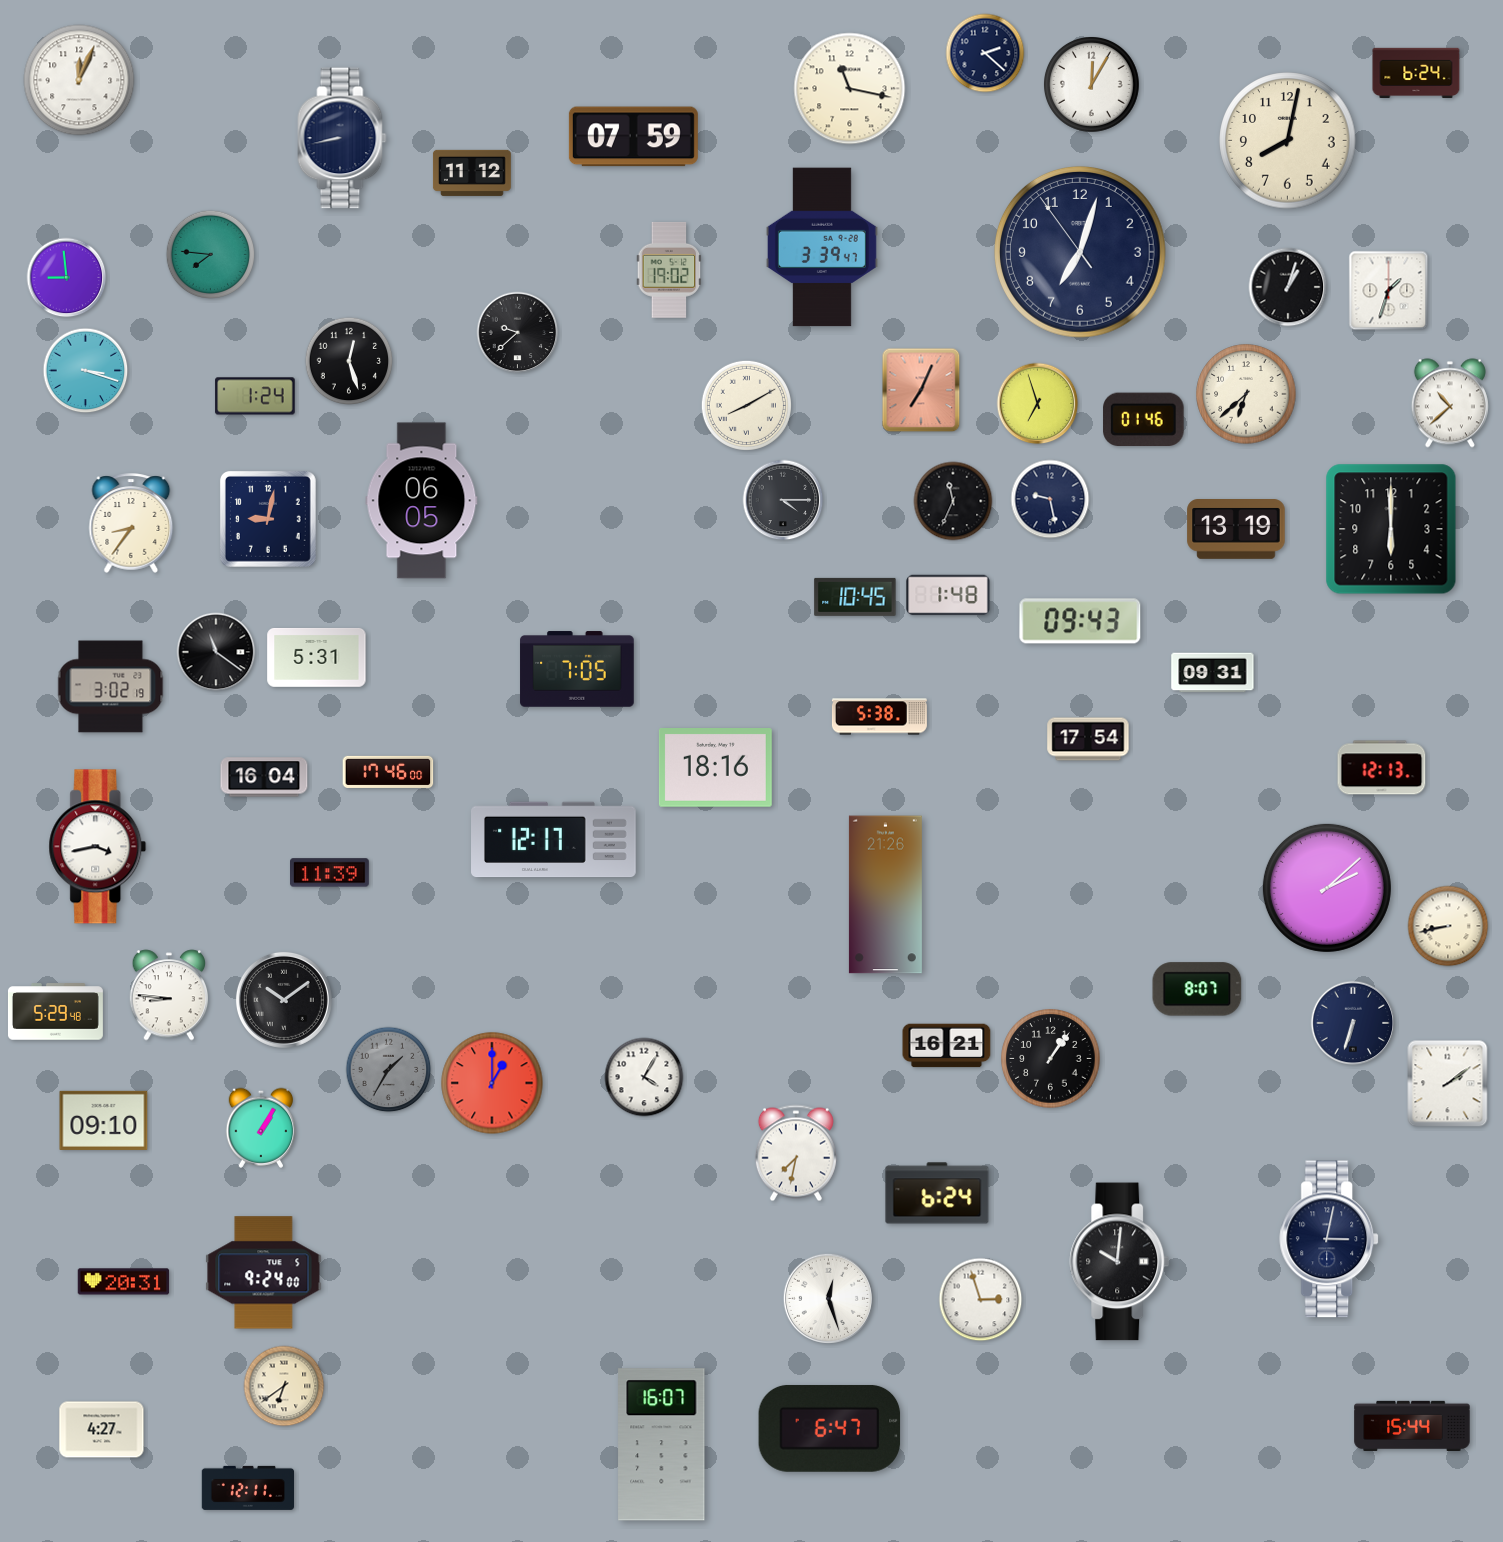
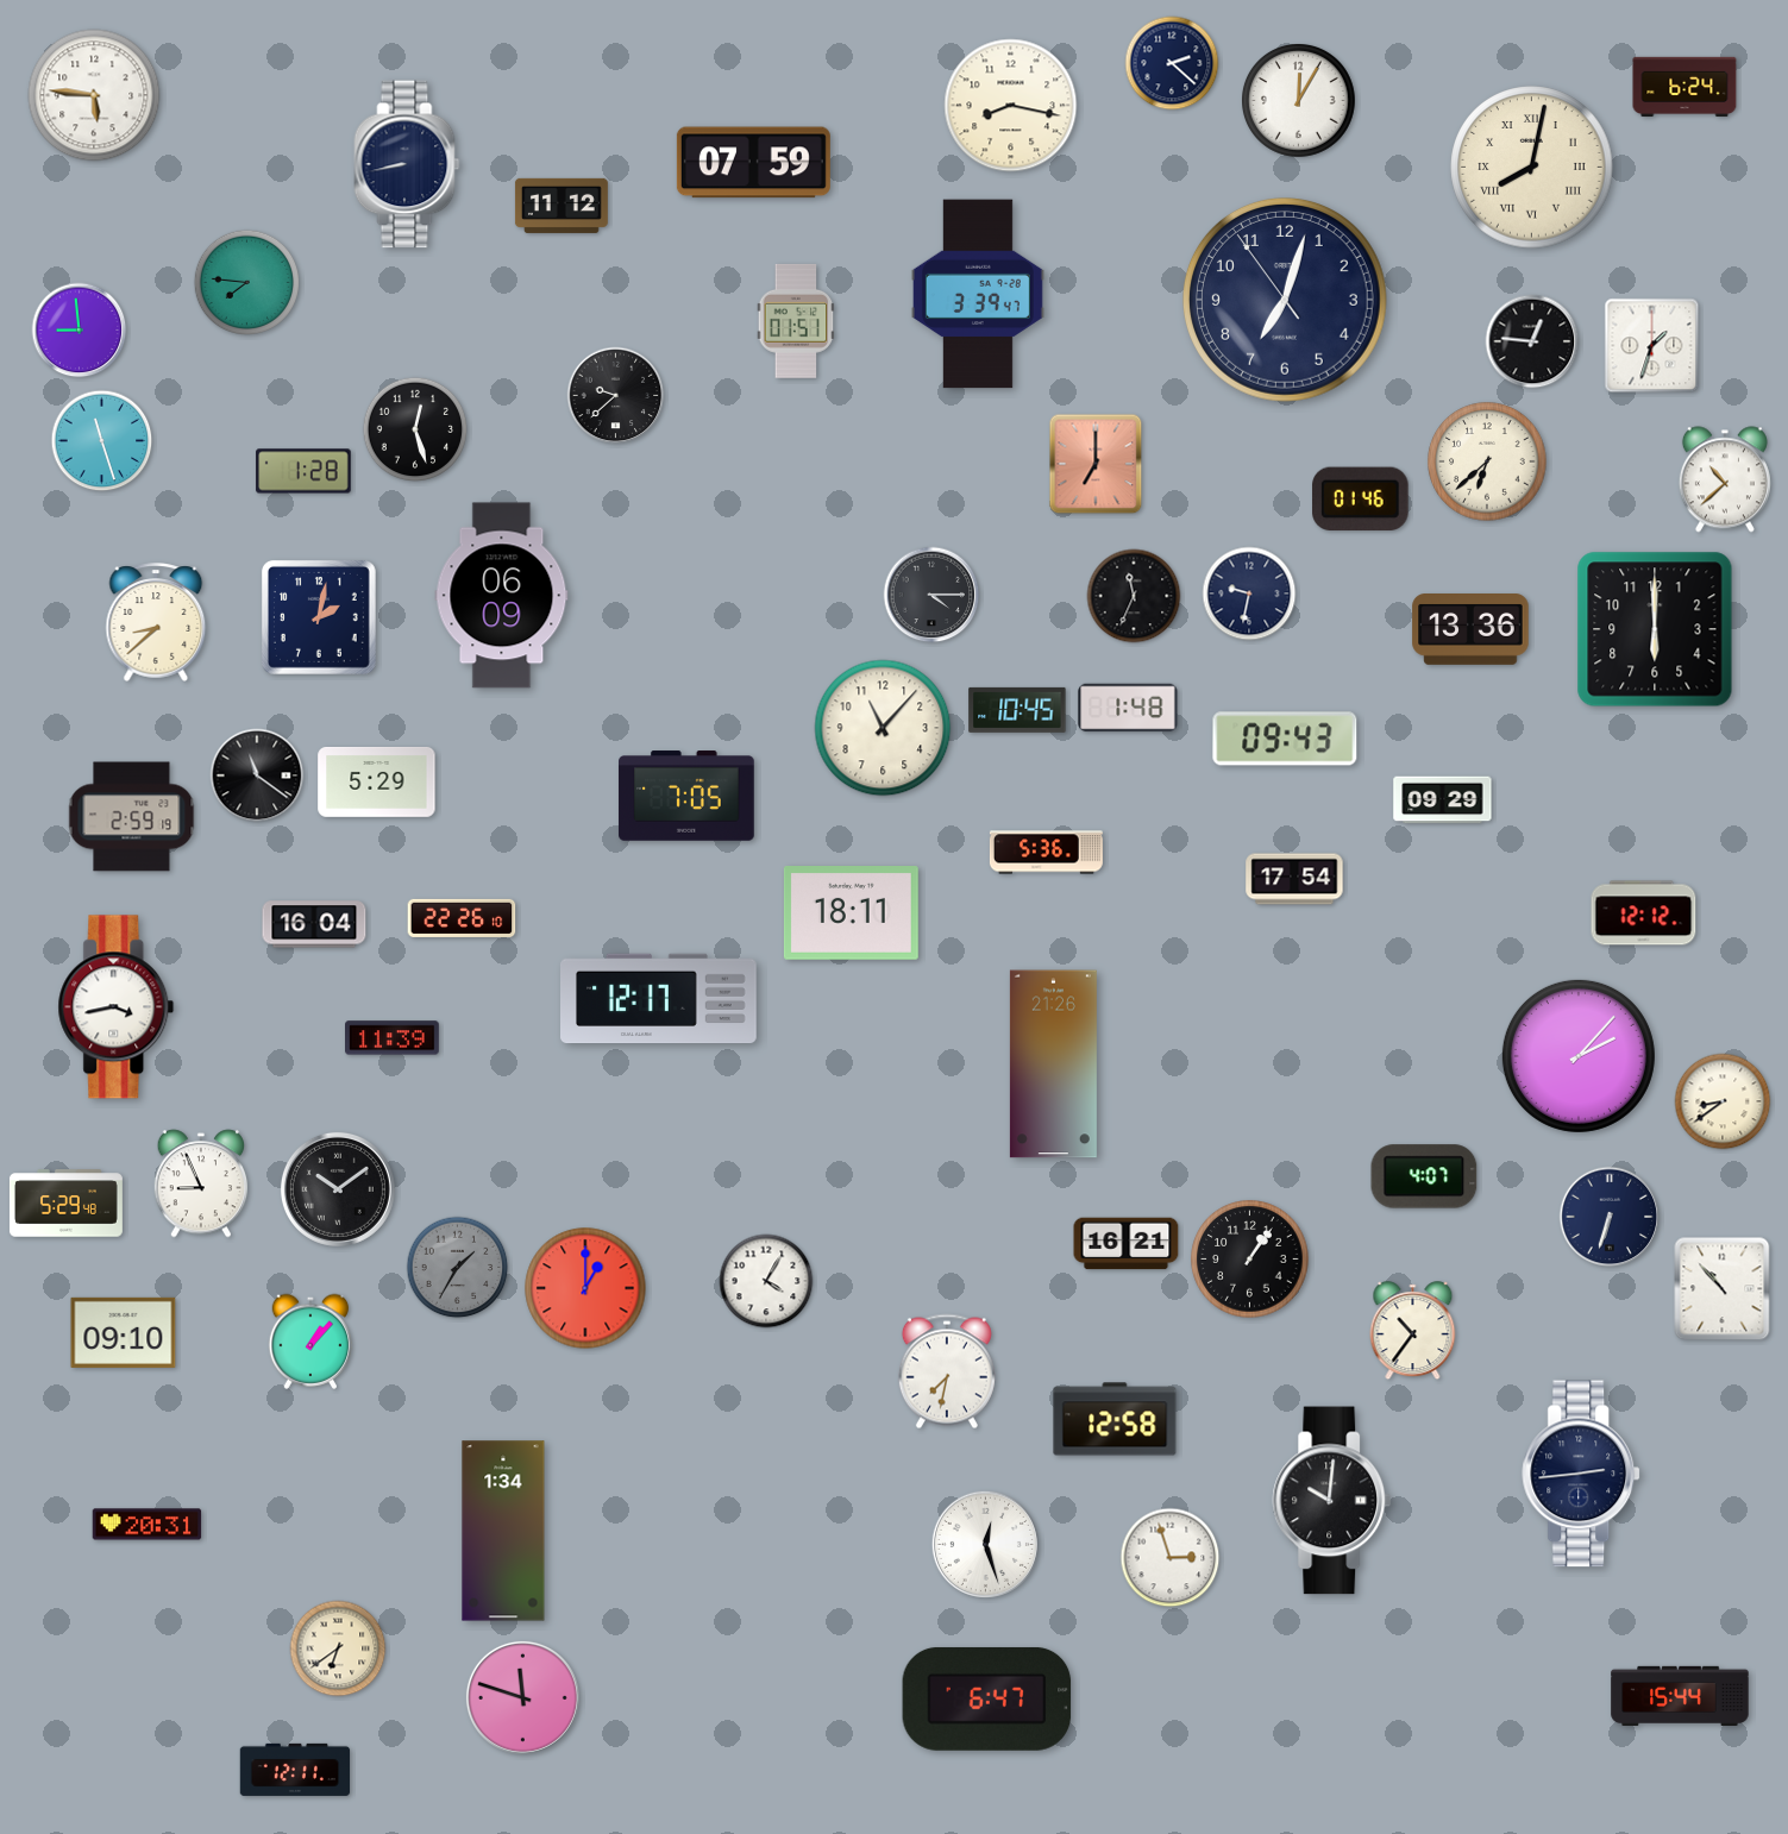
clock at (79, 80): 12:04 -> 5:46
clock at (850, 89): 11:17 -> 8:17
clock at (1288, 141) numerals: Arabic -> Roman
clock at (210, 254) position: (210, 254) -> (246, 282)
clock at (669, 270): 19:02 -> 01:51
clock at (1288, 287): 1:03 -> 12:46
clock at (86, 371): 3:18 -> 11:27
clock at (921, 390): 7:04 -> 7:00
clock at (1246, 394) position: (1246, 394) -> (1487, 461)
clock at (255, 396): 1:24 -> 1:28
clock at (1038, 404): 6:57 -> none
clock at (746, 405): 8:10 -> none
clock at (1050, 499): 9:28 -> 9:32
clock at (422, 501): 06:05 -> 06:09
clock at (268, 519): 9:02 -> 2:02
clock at (131, 523): 8:36 -> 8:38
clock at (1236, 530): 13:19 -> 13:36
clock at (883, 728): none -> 11:07
clock at (317, 657): 5:31 -> 5:29
clock at (1213, 673): 09:31 -> 09:29
clock at (111, 687): 3:02 -> 2:59
clock at (879, 717): 5:38 -> 5:36
clock at (715, 768): 18:16 -> 18:11
clock at (1382, 768): 12:13 -> 12:12
clock at (388, 772): 17:46 -> 22:26
clock at (1327, 888): 2:08 -> 2:07
clock at (1448, 926): 8:43 -> 8:39
clock at (1197, 989): 8:07 -> 4:07
clock at (169, 995): 8:46 -> 8:56
clock at (389, 1070) position: (389, 1070) -> (458, 1268)
clock at (1448, 1084): 2:09 -> 10:53
clock at (1413, 1331): none -> 10:36
clock at (261, 1128): 1:05 -> 1:07
clock at (937, 1193): 6:24 -> 12:58
clock at (1330, 1239): 3:02 -> 2:44
clock at (264, 1273): 9:24 -> none
clock at (503, 1531): none -> 1:34
clock at (981, 1300) position: (981, 1300) -> (1171, 1558)
clock at (522, 1697): none -> 11:48
clock at (102, 1430): 4:27 -> none
clock at (662, 1445): 16:07 -> none
